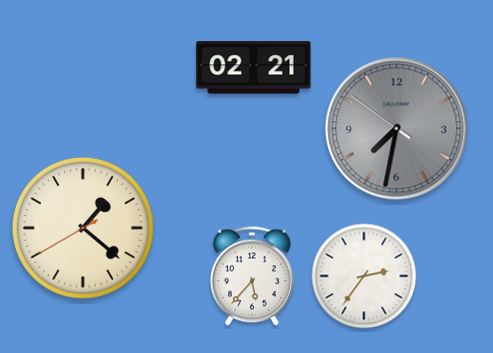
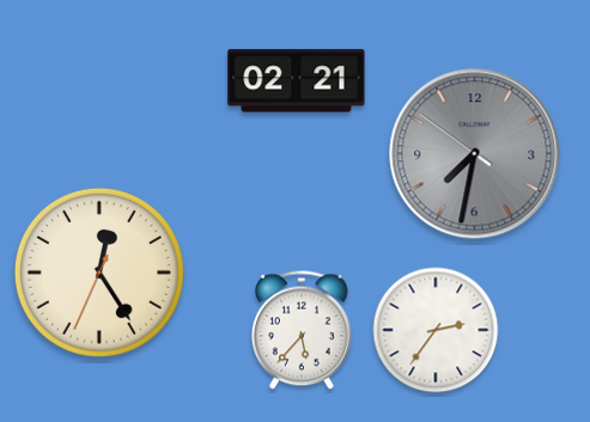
clock at (254, 68) position: (254, 68) -> (297, 81)
clock at (83, 228): 1:21 -> 12:24
